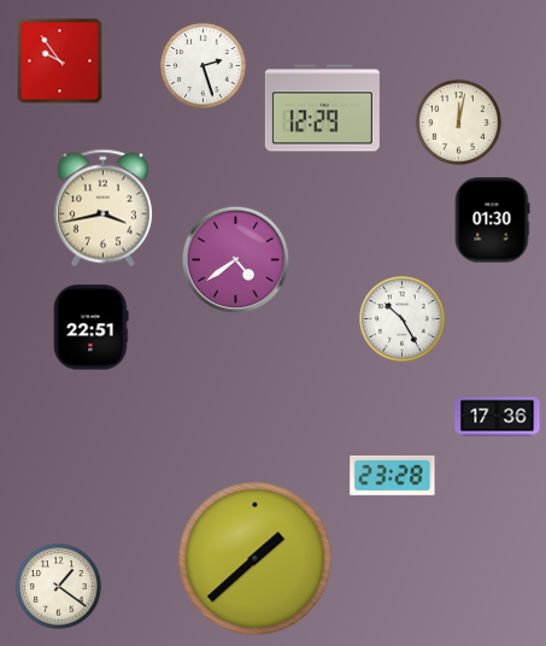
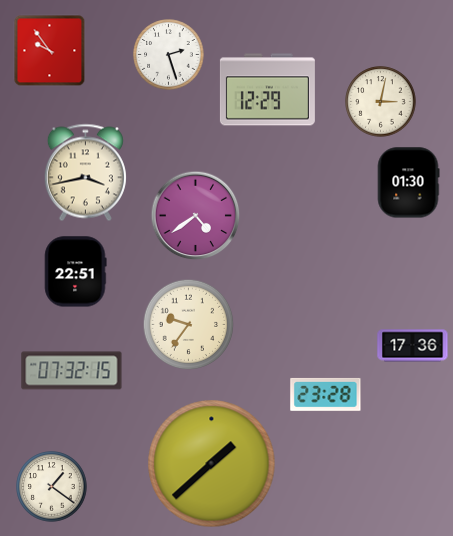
clock at (459, 123): 12:02 -> 3:02
clock at (403, 319): 10:25 -> none
clock at (189, 325): none -> 9:36
clock at (72, 371): none -> 07:32
clock at (59, 587) position: (59, 587) -> (52, 487)
